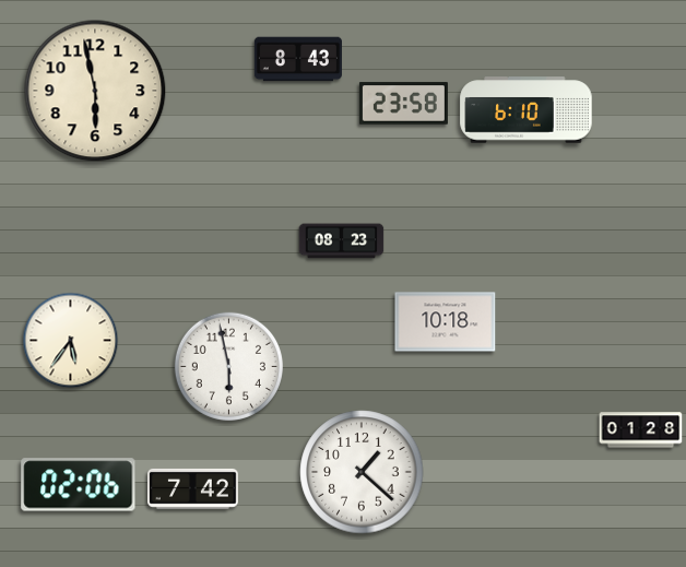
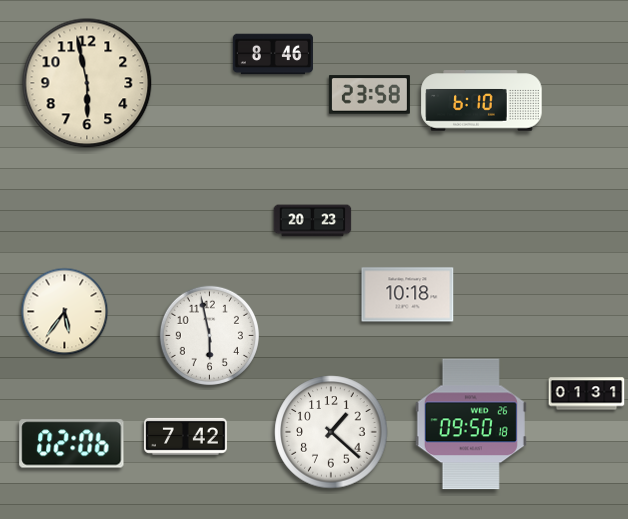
clock at (298, 59): 8:43 -> 8:46
clock at (342, 241): 08:23 -> 20:23
clock at (641, 430): 01:28 -> 01:31
clock at (471, 424): none -> 09:50
clock at (193, 488) position: (193, 488) -> (186, 436)
